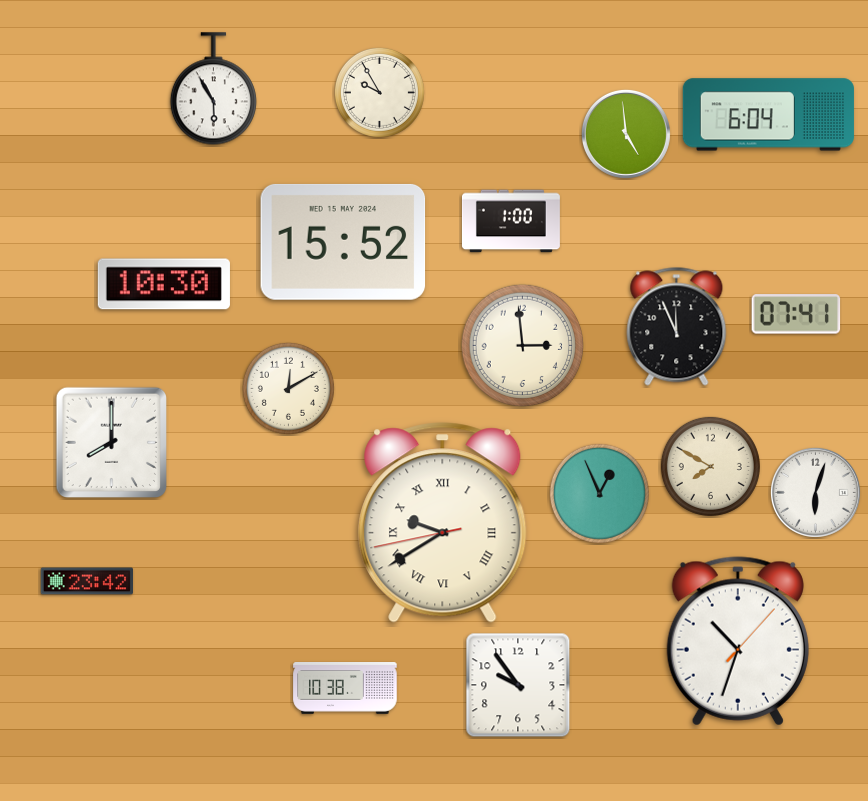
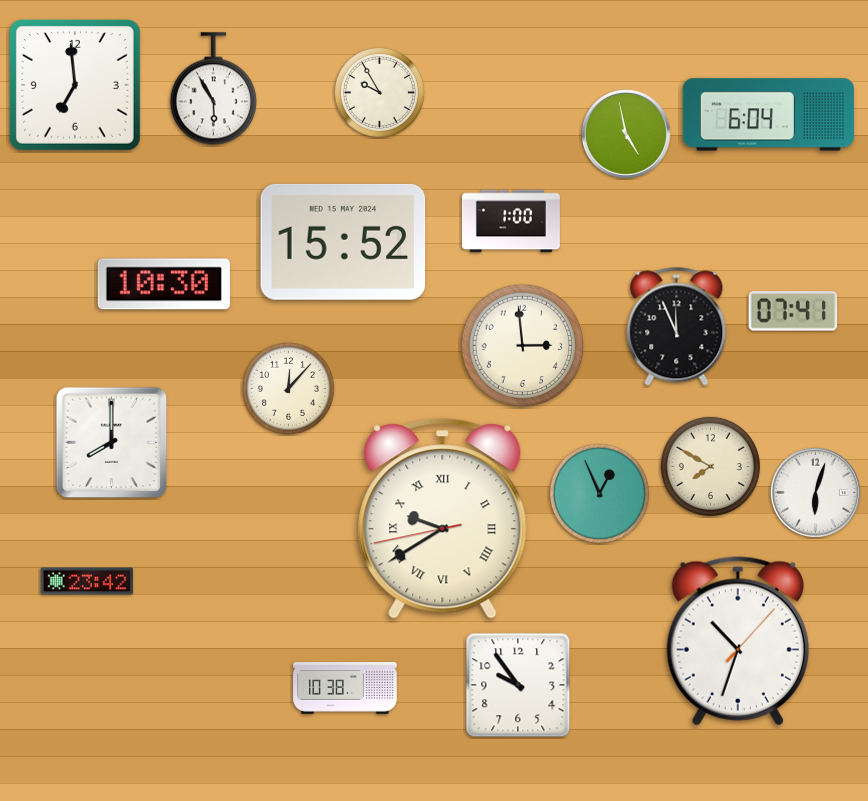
clock at (75, 85): none -> 6:59
clock at (626, 134): 4:59 -> 4:58
clock at (796, 314) position: (796, 314) -> (793, 311)
clock at (288, 388): 12:10 -> 12:07
clock at (443, 523) position: (443, 523) -> (443, 519)
